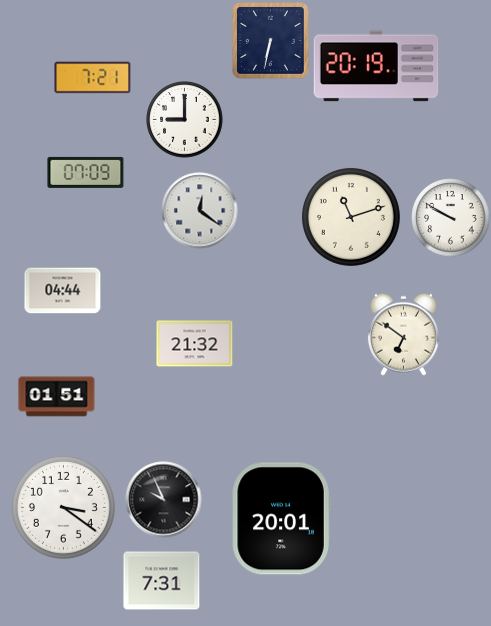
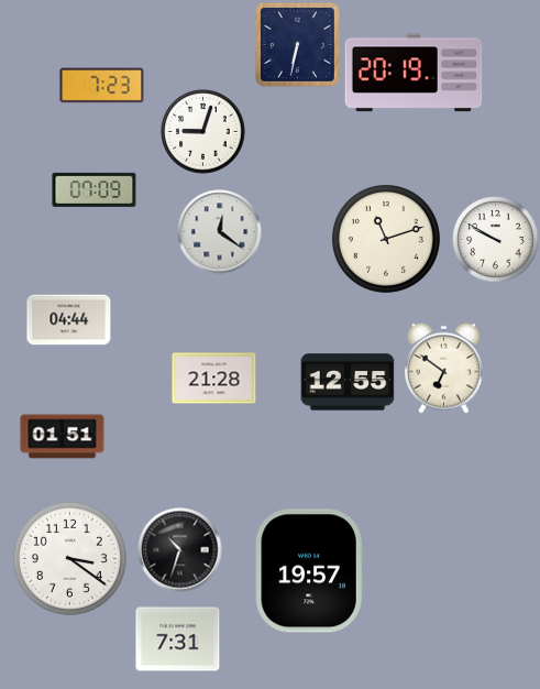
clock at (93, 78): 7:21 -> 7:23
clock at (185, 120): 9:00 -> 9:03
clock at (195, 344): 21:32 -> 21:28
clock at (348, 382): none -> 12:55
clock at (164, 500): 9:56 -> 10:33
clock at (281, 519): 20:01 -> 19:57
